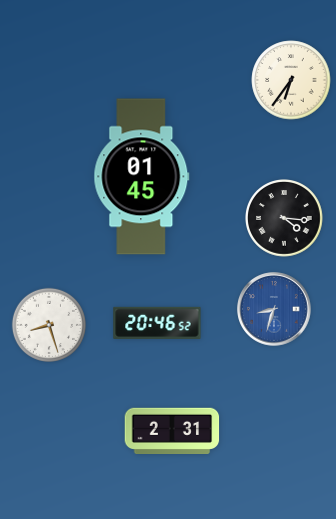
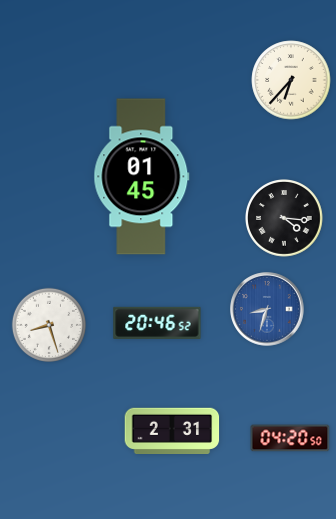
clock at (291, 80): 6:36 -> 6:37
clock at (274, 309) position: (274, 309) -> (267, 309)
clock at (290, 438): none -> 04:20
